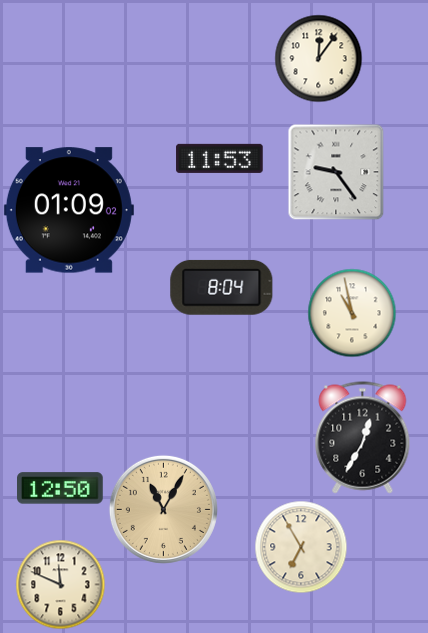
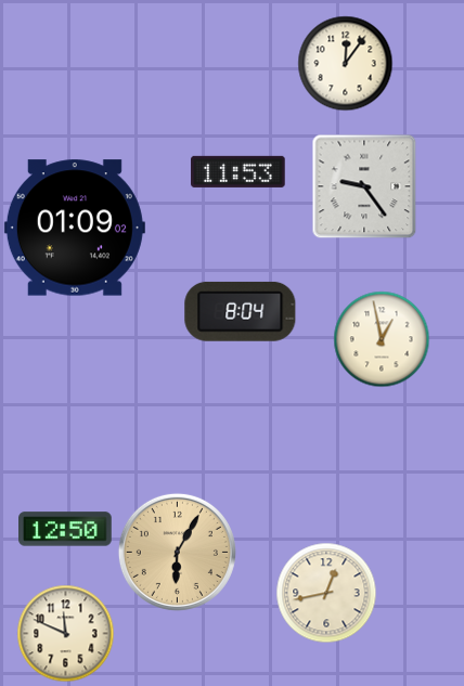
clock at (352, 313): 10:58 -> 12:58
clock at (363, 438): 12:35 -> none
clock at (163, 509): 11:05 -> 6:05
clock at (301, 547): 6:55 -> 12:43
